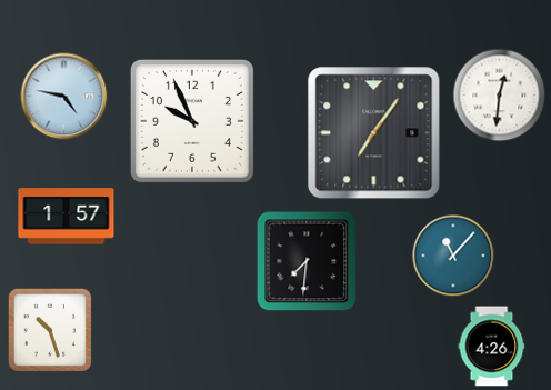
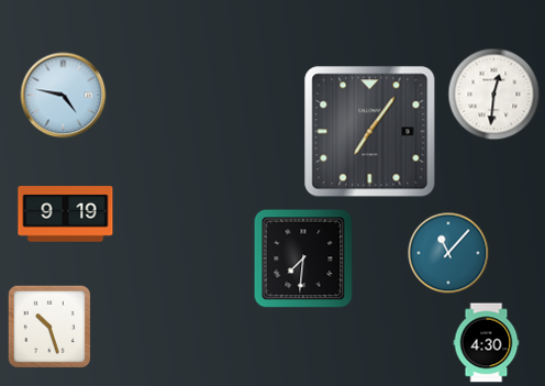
clock at (192, 121): 9:56 -> none
clock at (67, 217): 1:57 -> 9:19
clock at (492, 347): 4:26 -> 4:30
